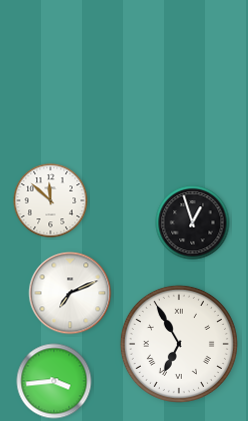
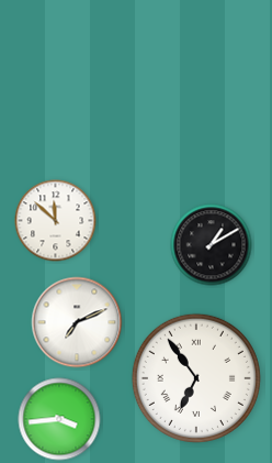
clock at (193, 223): 12:57 -> 1:10
clock at (179, 344): 6:55 -> 6:54
